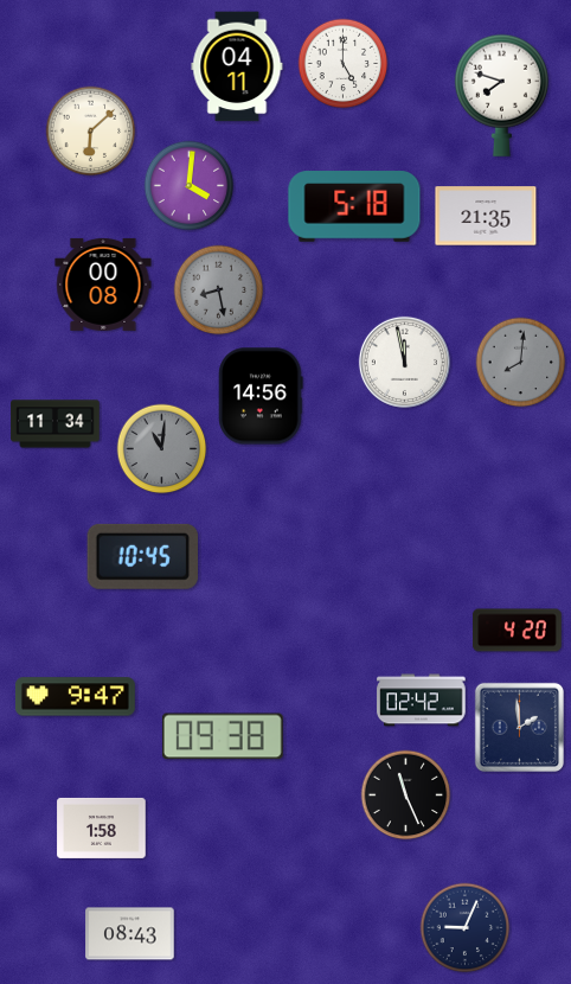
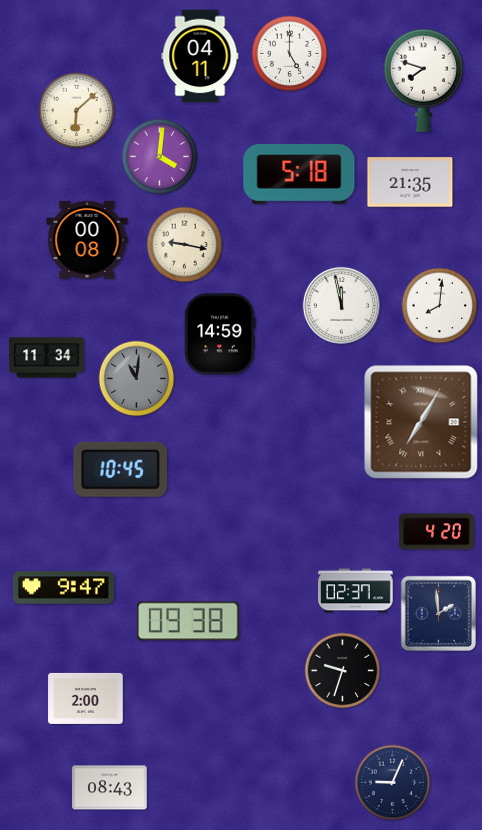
clock at (219, 290): 8:28 -> 9:17
clock at (219, 290) dial: grey -> cream
clock at (521, 363) dial: grey -> white
clock at (261, 396): 14:56 -> 14:59
clock at (421, 422): none -> 7:05
clock at (422, 701): 02:42 -> 02:37
clock at (406, 795): 11:26 -> 9:33
clock at (102, 828): 1:58 -> 2:00
